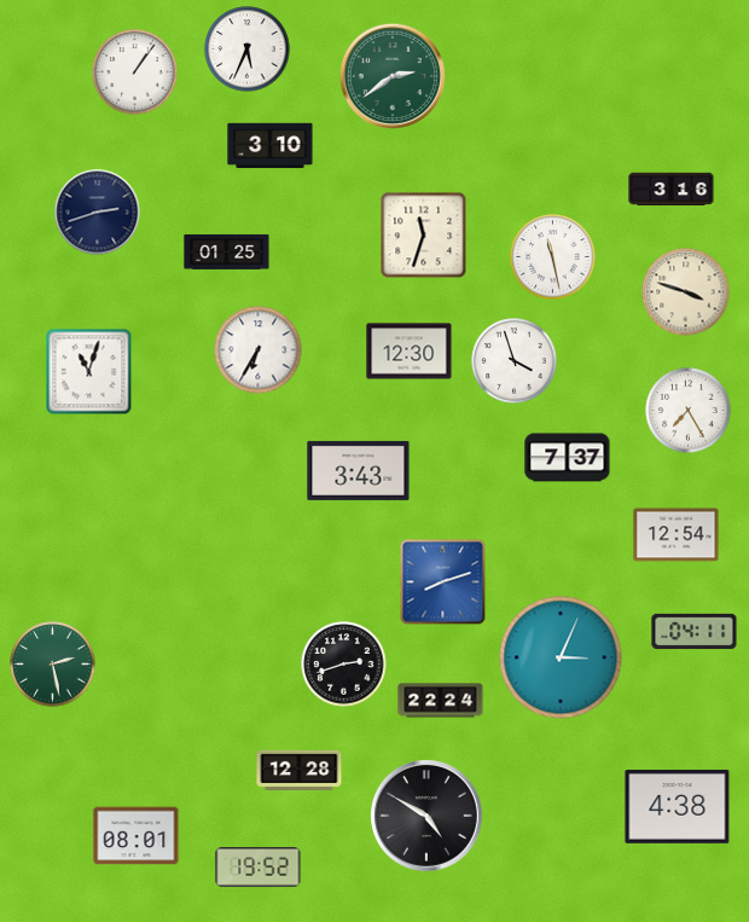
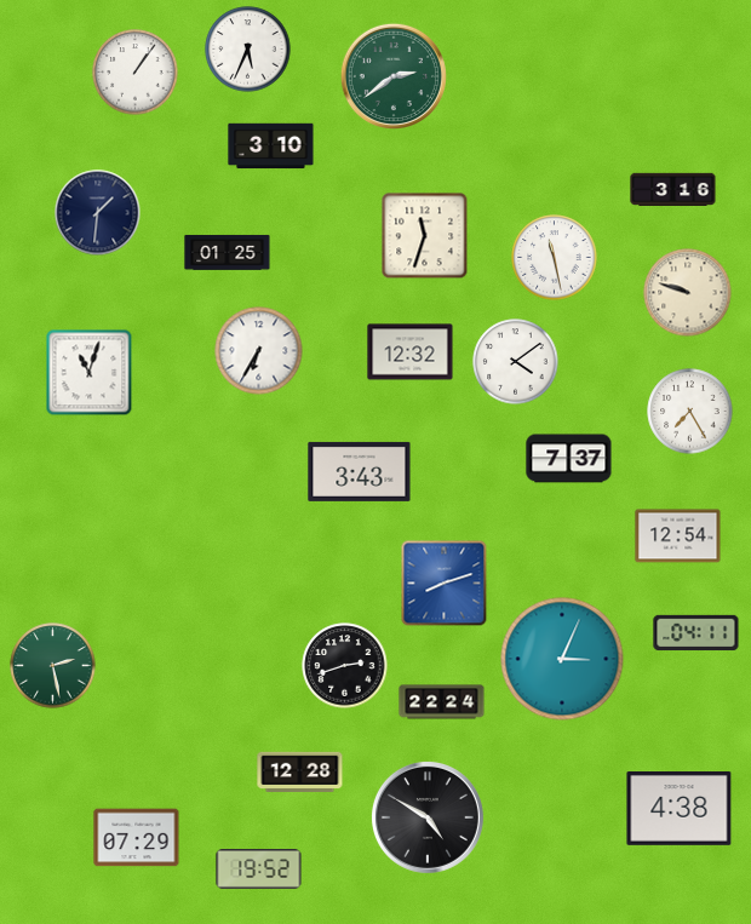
clock at (98, 213): 2:42 -> 1:31
clock at (686, 292): 3:48 -> 9:48
clock at (410, 352): 12:30 -> 12:32
clock at (515, 361): 3:57 -> 4:09
clock at (137, 836): 08:01 -> 07:29
